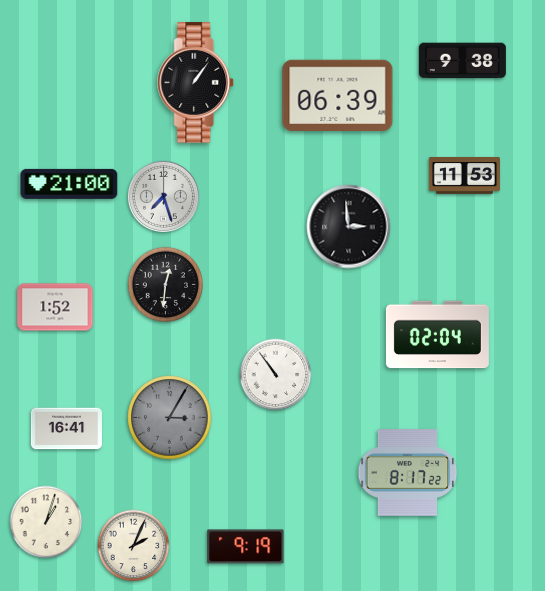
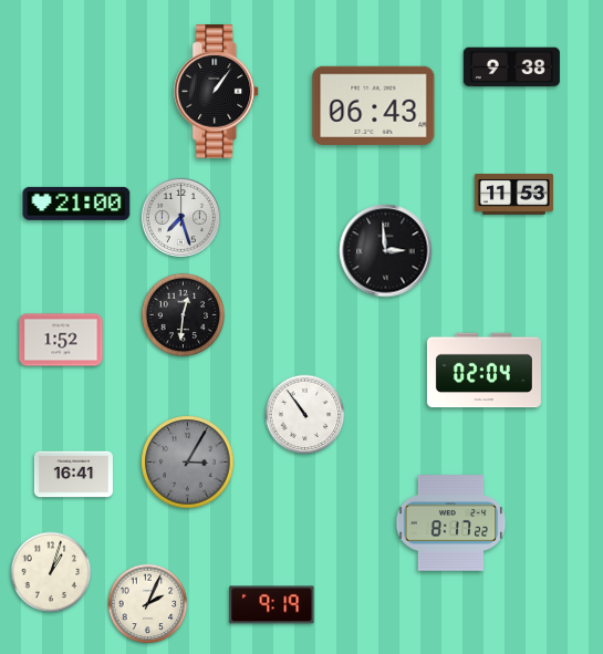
clock at (338, 95): 06:39 -> 06:43
clock at (46, 522) position: (46, 522) -> (51, 572)
